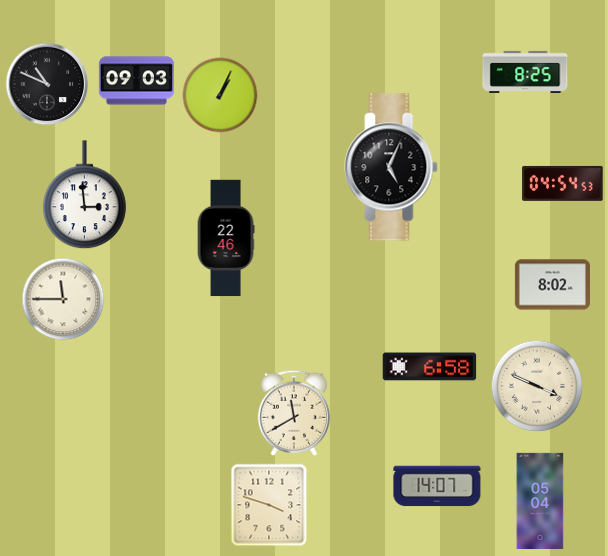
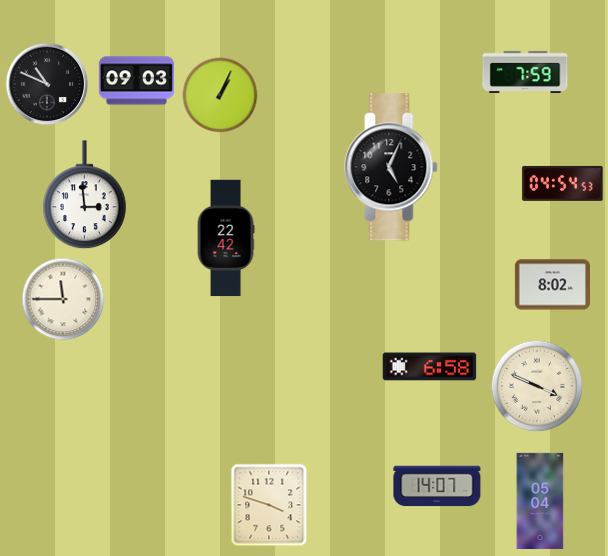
clock at (525, 72): 8:25 -> 7:59
clock at (226, 238): 22:46 -> 22:42
clock at (294, 413): 11:40 -> none
